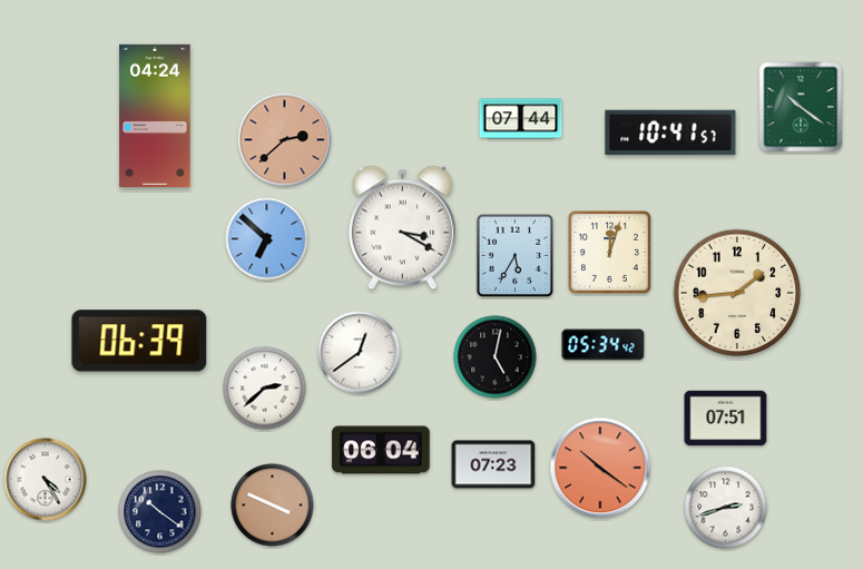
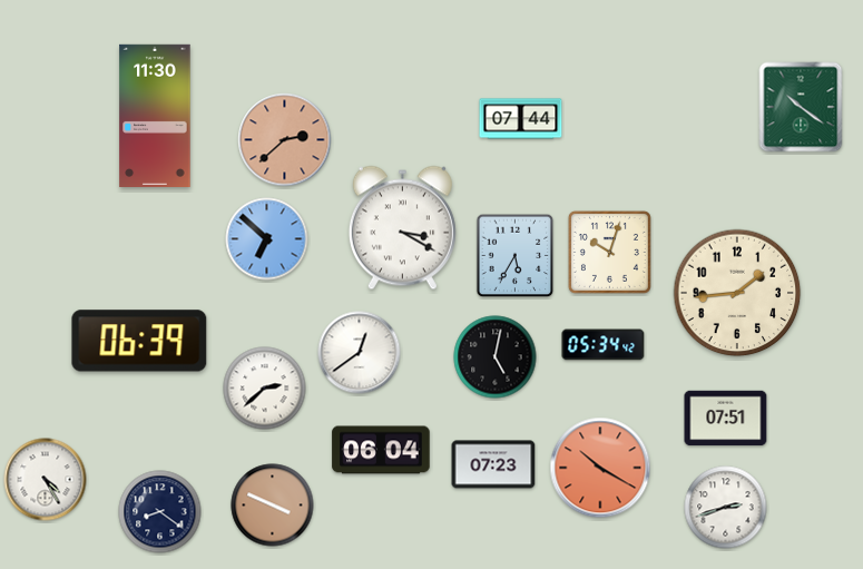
clock at (155, 115): 04:24 -> 11:30
clock at (670, 133): 10:41 -> none
clock at (609, 252): 12:03 -> 10:03
clock at (600, 468): 10:21 -> 10:20
clock at (160, 512): 10:21 -> 8:21
